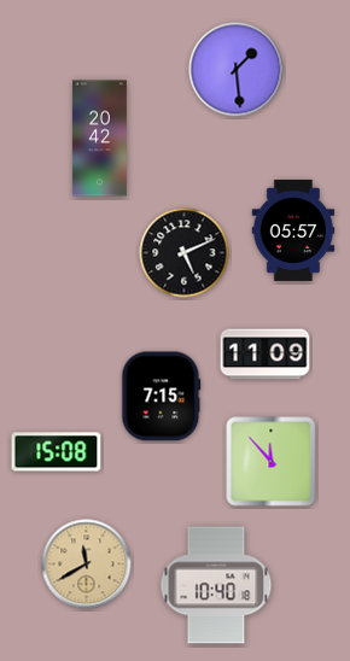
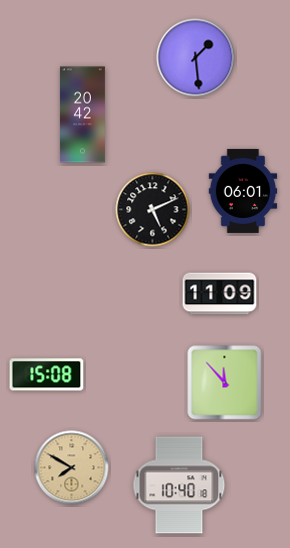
clock at (293, 230): 05:57 -> 06:01
clock at (162, 397): 7:15 -> none
clock at (87, 565): 11:40 -> 7:50
